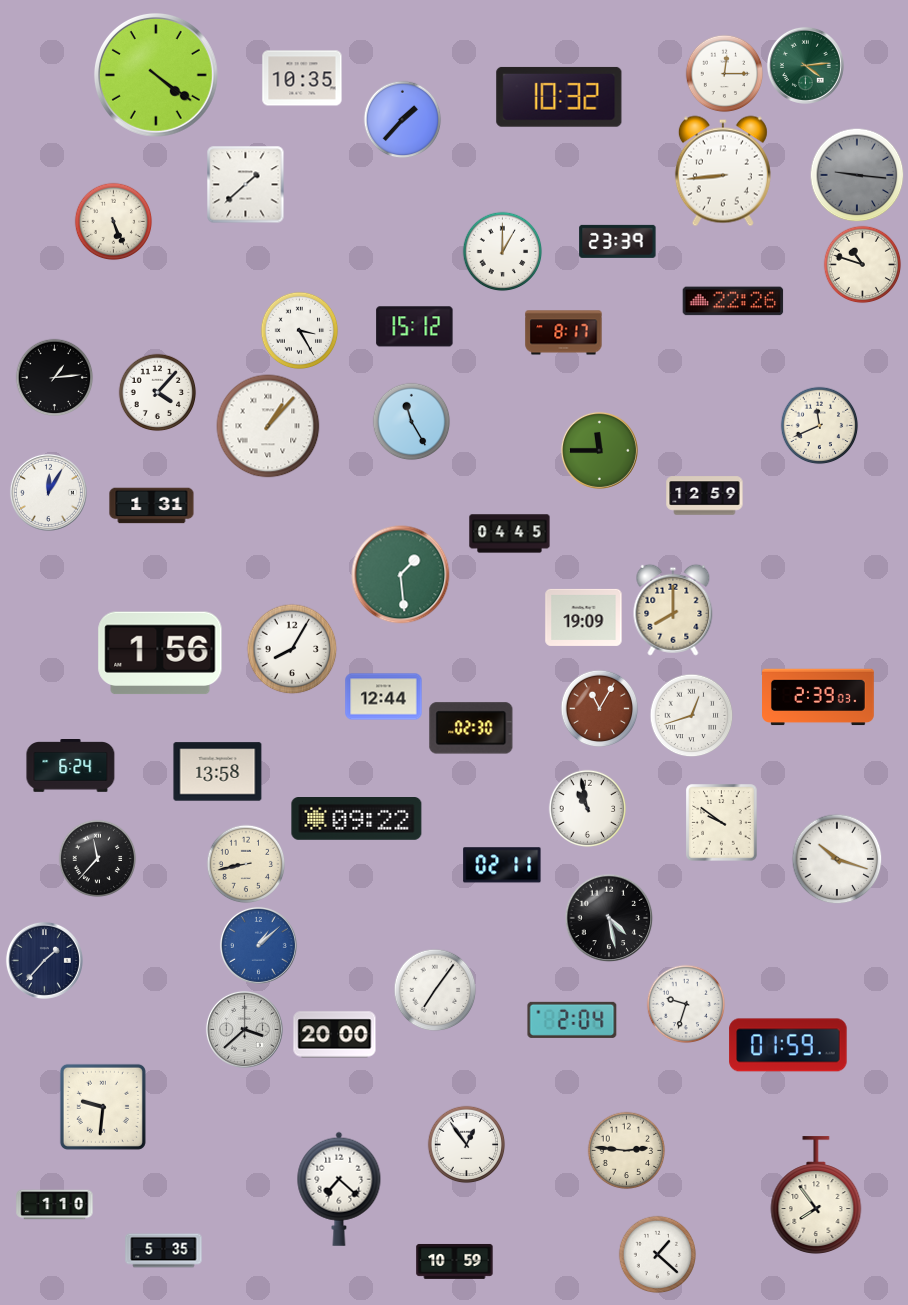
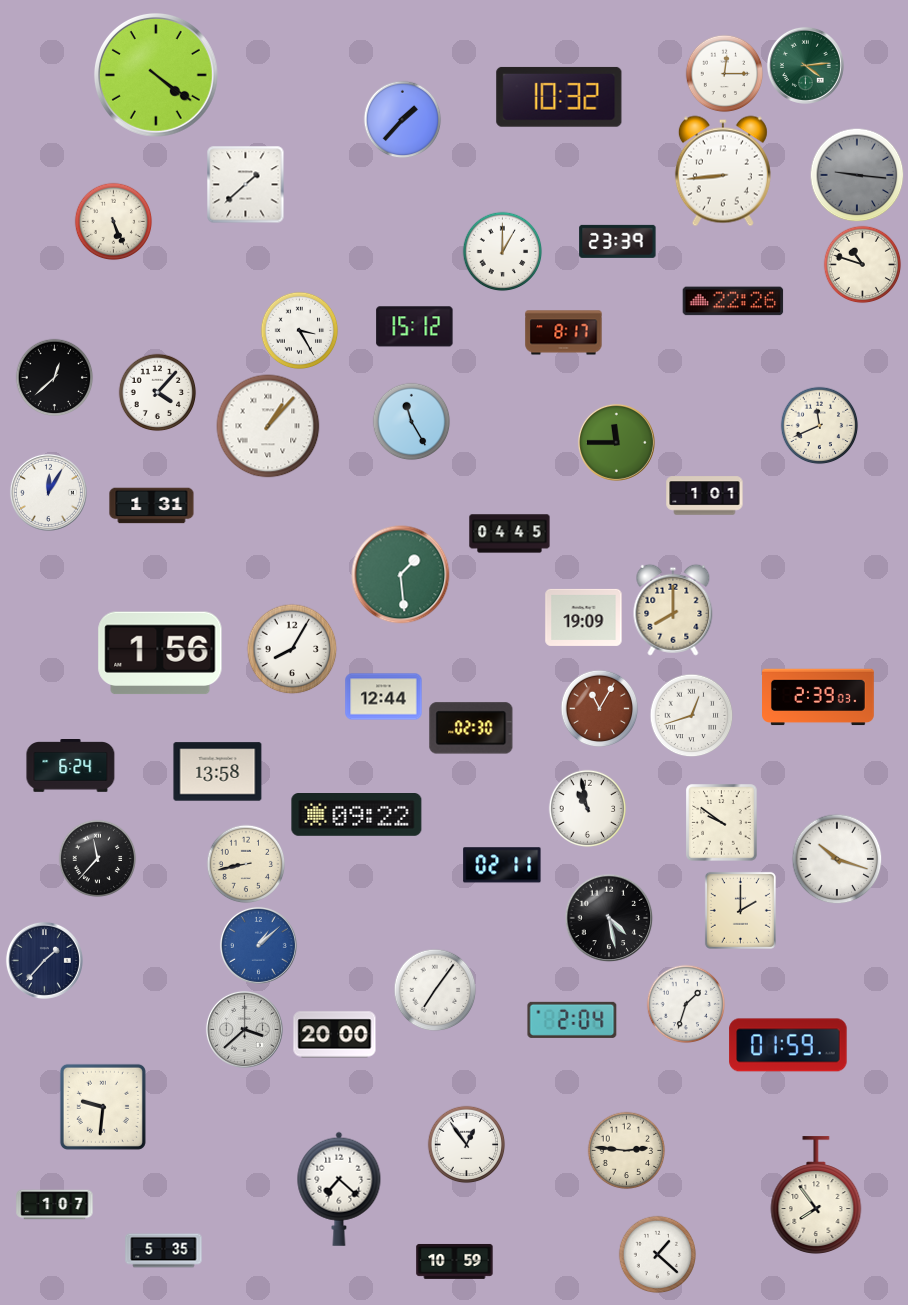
clock at (302, 78): 10:35 -> none
clock at (54, 377): 1:14 -> 12:38
clock at (599, 450) position: (599, 450) -> (616, 442)
clock at (705, 496): 12:59 -> 1:01
clock at (357, 819) position: (357, 819) -> (357, 815)
clock at (740, 910): none -> 2:00
clock at (686, 1004): 9:33 -> 1:33
clock at (55, 1205): 1:10 -> 1:07
